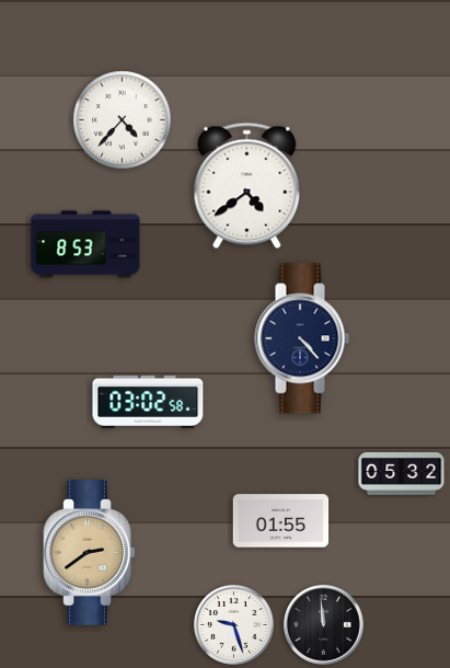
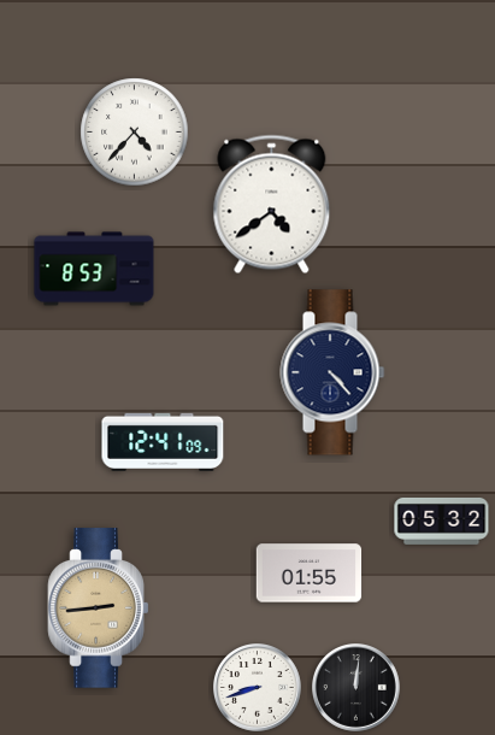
clock at (148, 402): 03:02 -> 12:41
clock at (90, 553): 2:39 -> 2:44
clock at (234, 625): 9:27 -> 8:42
clock at (324, 625): 11:59 -> 12:01
